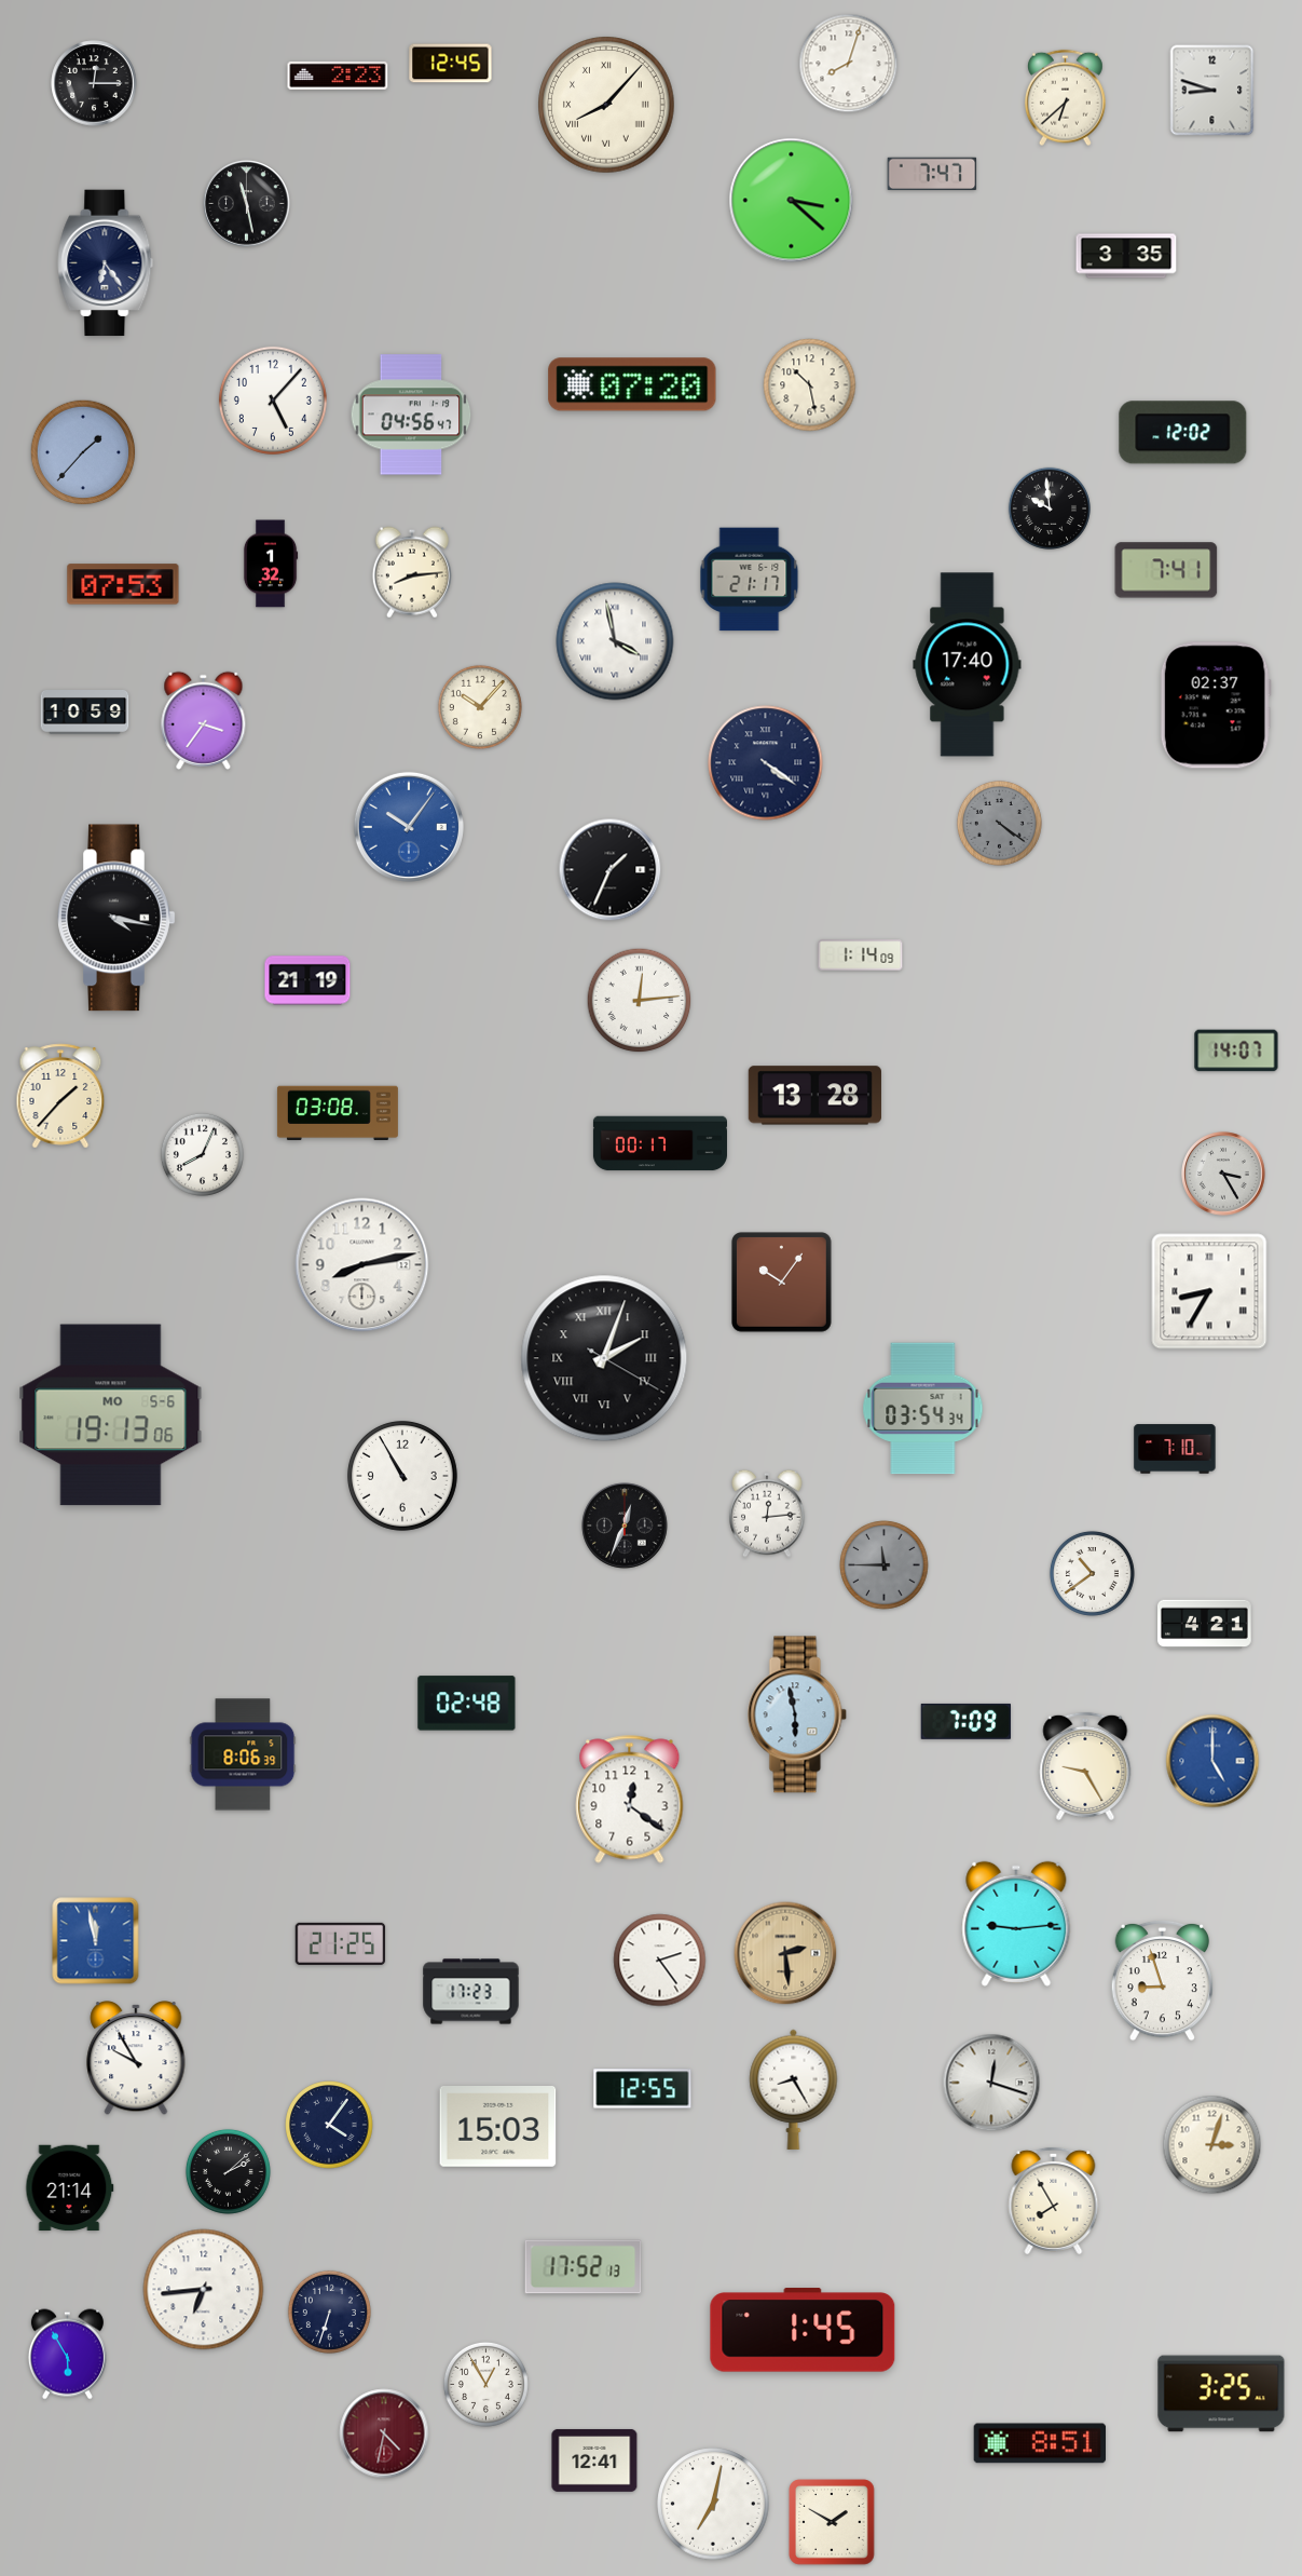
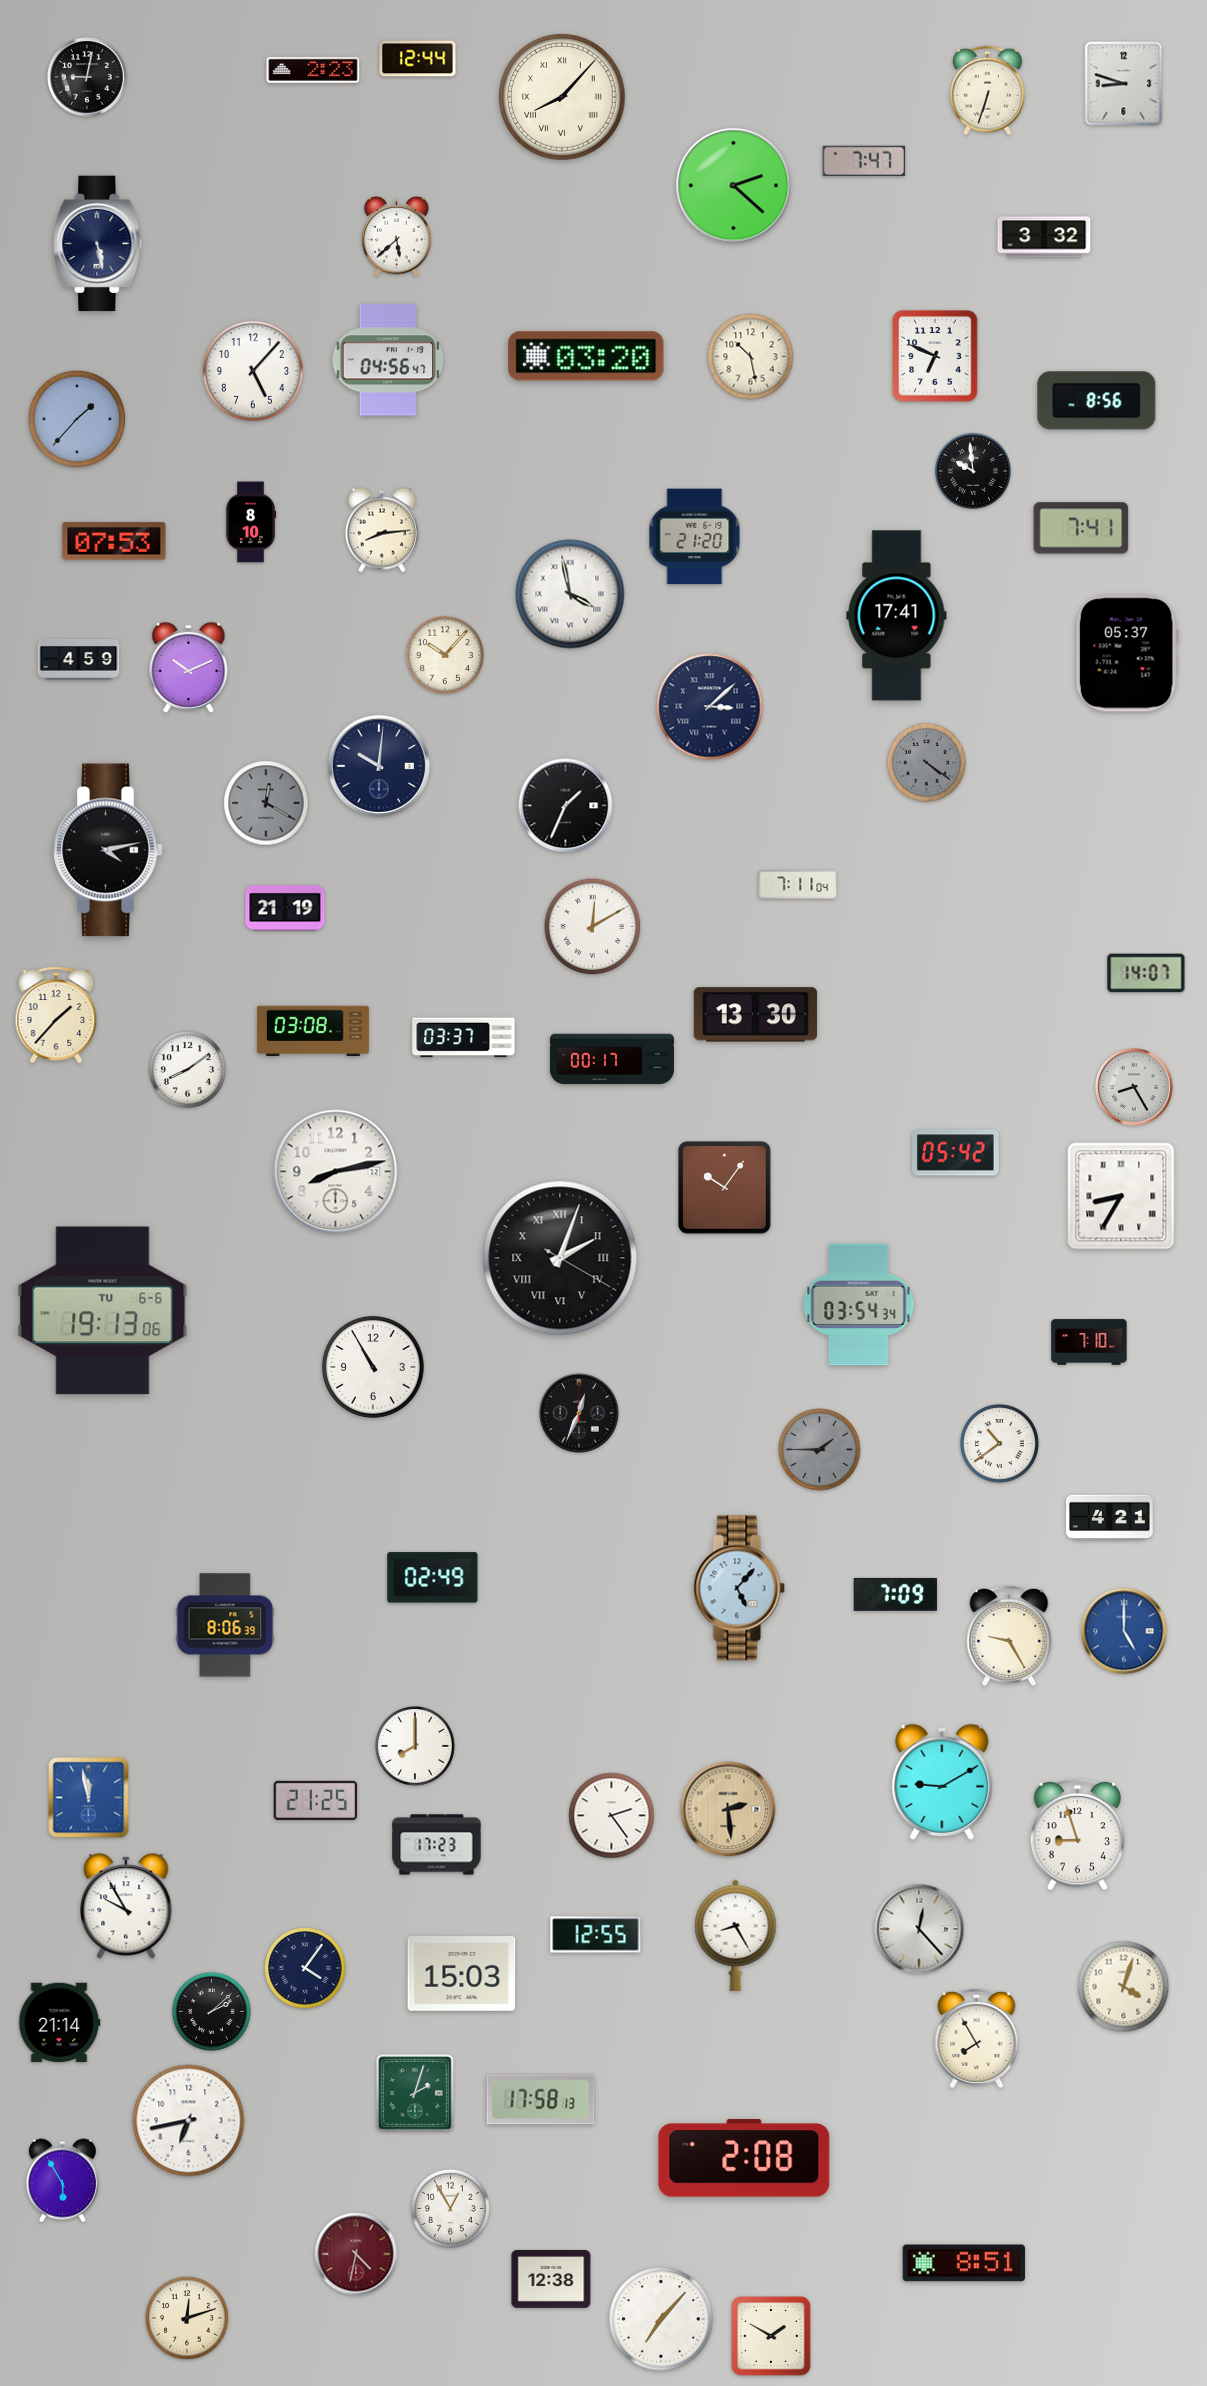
clock at (451, 64): 12:45 -> 12:44
clock at (849, 64): 8:03 -> none
clock at (94, 83): 12:15 -> 9:02
clock at (1066, 98): 6:38 -> 6:33
clock at (792, 201): 3:22 -> 2:22
clock at (247, 204): 11:28 -> none
clock at (397, 236): none -> 5:38
clock at (1126, 256): 3:35 -> 3:32
clock at (106, 263): 6:24 -> 5:28
clock at (632, 384): 07:20 -> 03:20
clock at (935, 356): none -> 6:49
clock at (411, 415) position: (411, 415) -> (388, 360)
clock at (1183, 433): 12:02 -> 8:56
clock at (271, 564): 1:32 -> 8:10
clock at (750, 580): 21:17 -> 21:20
clock at (968, 665): 17:40 -> 17:41
clock at (1216, 705): 02:37 -> 05:37
clock at (85, 713): 10:59 -> 4:59
clock at (204, 720): 3:36 -> 10:11
clock at (766, 763): 4:21 -> 3:08
clock at (409, 827): 10:06 -> 10:01
clock at (409, 827) dial: blue -> navy
clock at (266, 803): none -> 12:20
clock at (117, 918): 4:17 -> 4:13
clock at (861, 955): 1:14 -> 7:11
clock at (640, 1001): 12:14 -> 12:10
clock at (814, 1096): 13:28 -> 13:30
clock at (464, 1038): none -> 03:37
clock at (202, 1154): 8:04 -> 8:09
clock at (1223, 1174): 3:25 -> 8:25
clock at (956, 1153): none -> 05:42
clock at (923, 1409) position: (923, 1409) -> (859, 1305)
clock at (111, 1415) date: MO 5-6 -> TU 6-6
clock at (768, 1514): 12:14 -> none
clock at (885, 1565): 11:45 -> 1:45
clock at (1092, 1573) position: (1092, 1573) -> (999, 1443)
clock at (1205, 1625) position: (1205, 1625) -> (1110, 1518)
clock at (467, 1704): 02:48 -> 02:49
clock at (797, 1714): 5:58 -> 5:07
clock at (1085, 1766) position: (1085, 1766) -> (1009, 1636)
clock at (630, 1800): 12:21 -> none
clock at (415, 1746): none -> 8:00
clock at (1016, 1924): 9:14 -> 9:10
clock at (991, 2083): 12:18 -> 12:23
clock at (498, 2127) position: (498, 2127) -> (462, 1974)
clock at (1212, 2145): 3:03 -> 4:03
clock at (70, 2188) position: (70, 2188) -> (60, 2023)
clock at (416, 2094): none -> 2:03
clock at (584, 2267): 17:52 -> 17:58
clock at (204, 2290): 6:44 -> 6:43
clock at (329, 2311): 6:33 -> none
clock at (803, 2330): 1:45 -> 2:08
clock at (1221, 2394): 3:25 -> none
clock at (594, 2460): 12:41 -> 12:38
clock at (187, 2318): none -> 12:12
clock at (713, 2504): 7:02 -> 7:07
